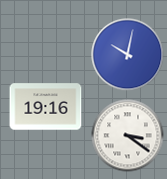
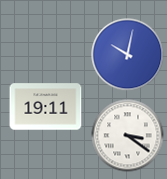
clock at (46, 107): 19:16 -> 19:11
